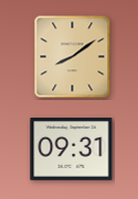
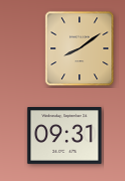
clock at (73, 57) position: (73, 57) -> (80, 49)
